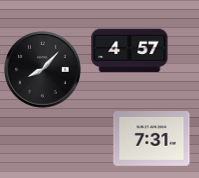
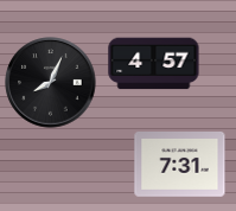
clock at (130, 51) position: (130, 51) -> (154, 64)
clock at (43, 70): 8:07 -> 8:04
